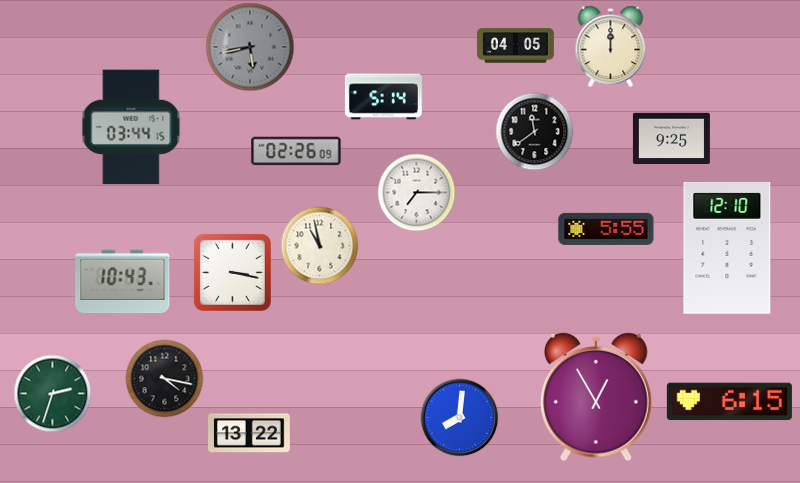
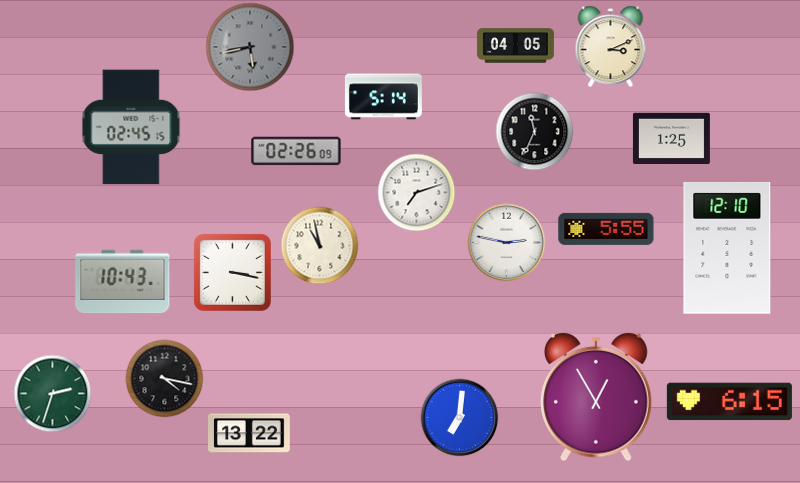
clock at (611, 46): 12:00 -> 3:11
clock at (131, 127): 03:44 -> 02:45
clock at (534, 131): 11:39 -> 11:34
clock at (671, 138): 9:25 -> 1:25
clock at (416, 192): 7:15 -> 7:12
clock at (506, 242): none -> 2:47
clock at (459, 417): 8:01 -> 7:01
